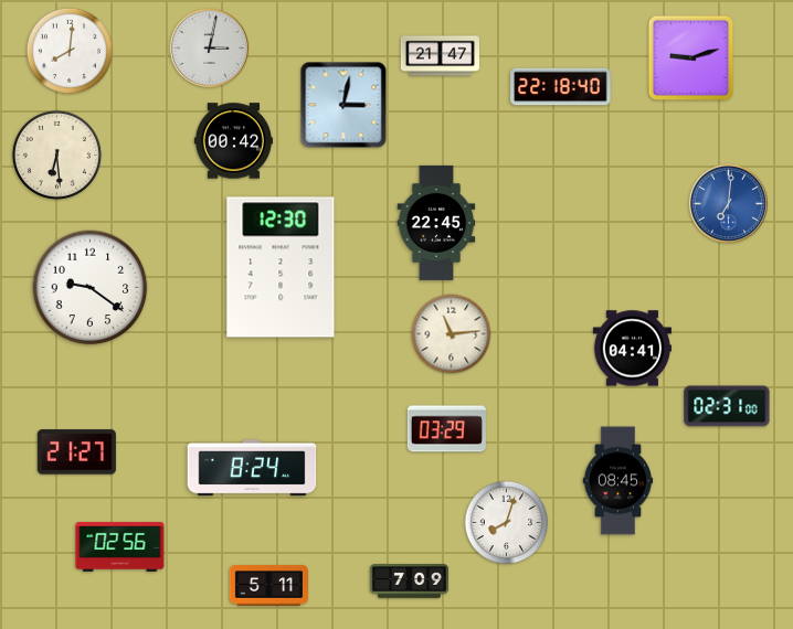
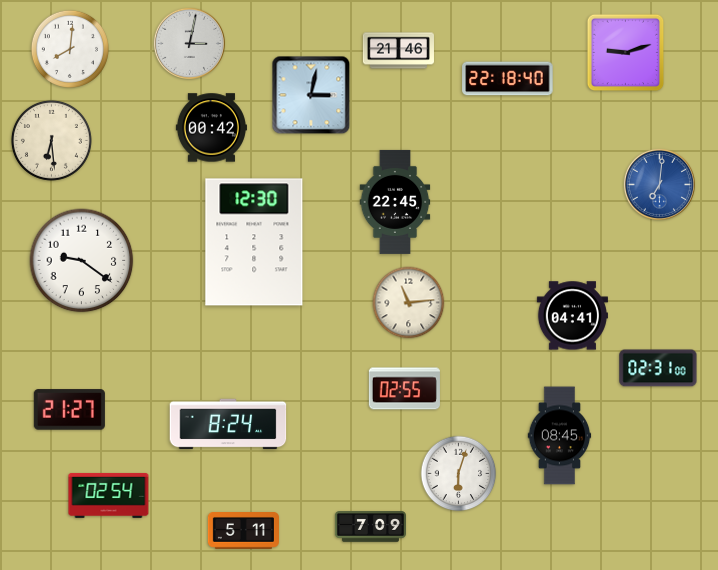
clock at (70, 51) position: (70, 51) -> (70, 49)
clock at (440, 56): 21:47 -> 21:46
clock at (446, 429): 03:29 -> 02:55
clock at (507, 523): 8:03 -> 6:03
clock at (120, 546): 02:56 -> 02:54
